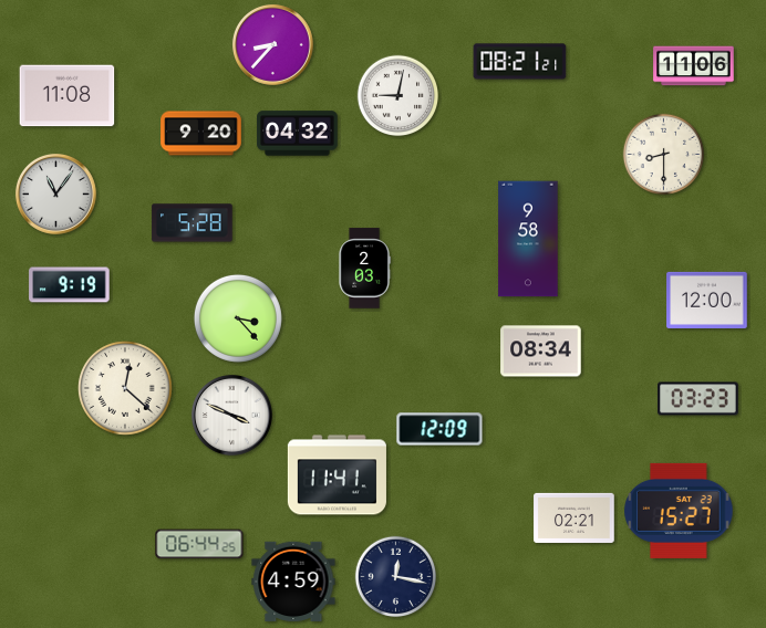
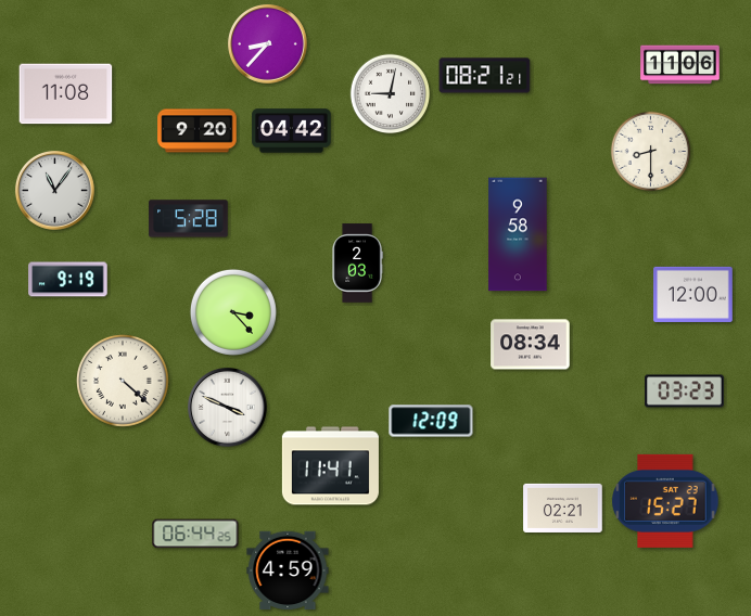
clock at (520, 62) position: (520, 62) -> (485, 76)
clock at (298, 134): 04:32 -> 04:42
clock at (125, 388): 12:22 -> 4:22
clock at (396, 577): 12:17 -> none
